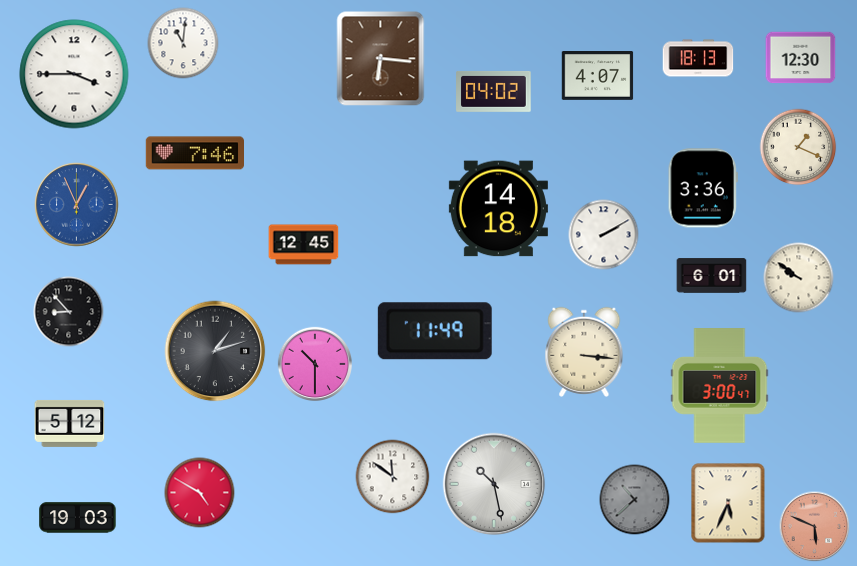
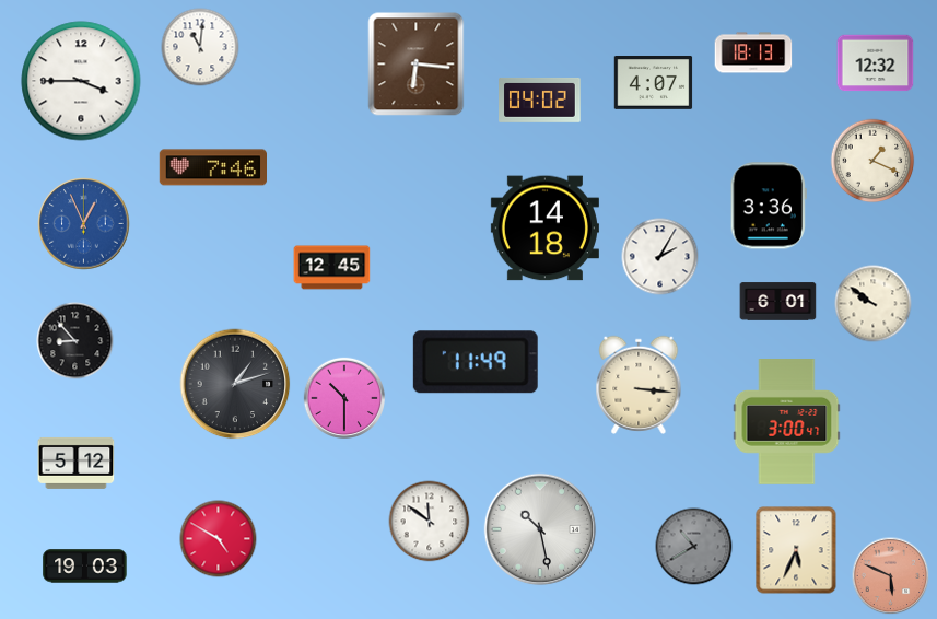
clock at (698, 58) position: (698, 58) -> (753, 52)
clock at (801, 58): 12:30 -> 12:32
clock at (604, 235): 2:10 -> 2:05
clock at (635, 500): 10:38 -> 10:40
